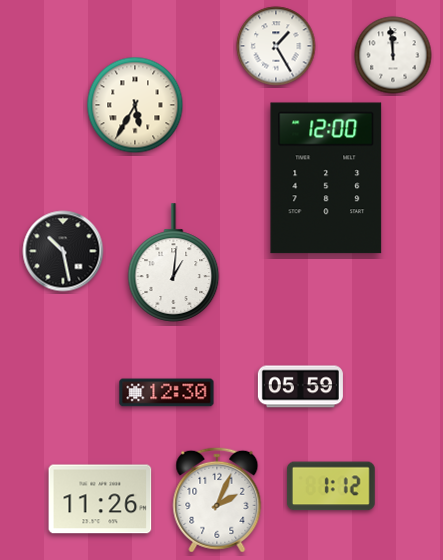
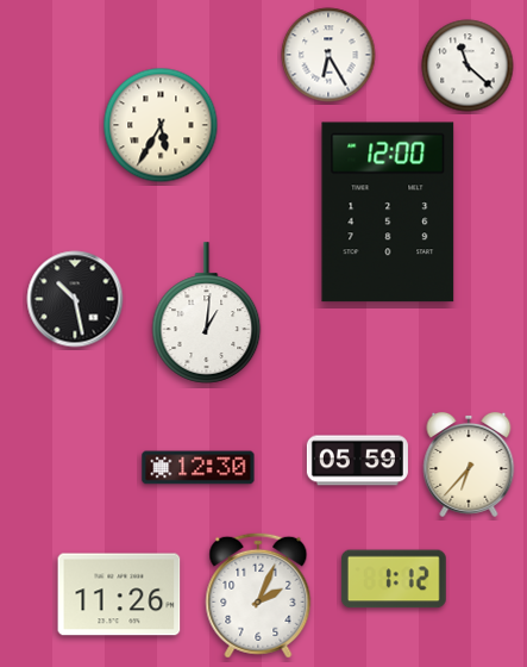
clock at (276, 46): 1:25 -> 6:25
clock at (393, 55): 11:59 -> 11:22
clock at (469, 465): none -> 6:37
